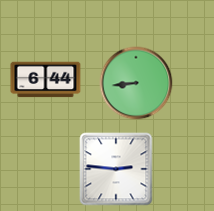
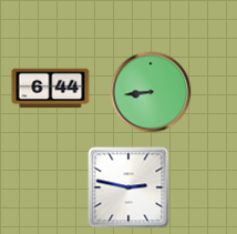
clock at (116, 169): 2:46 -> 2:47
